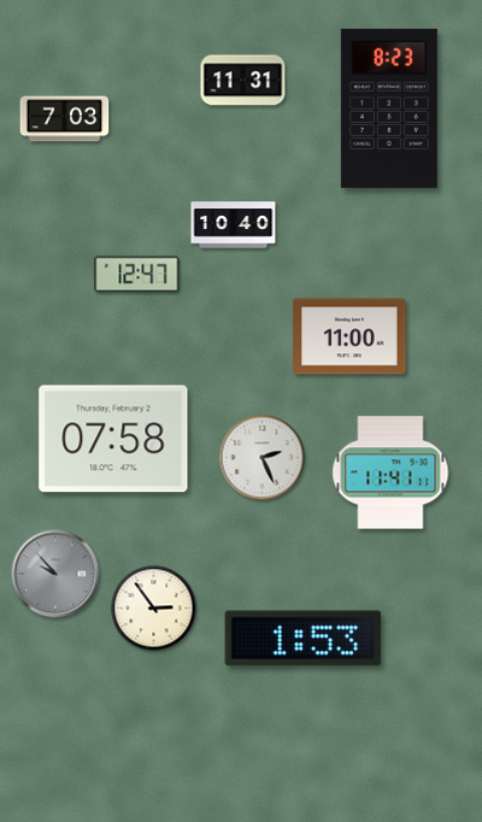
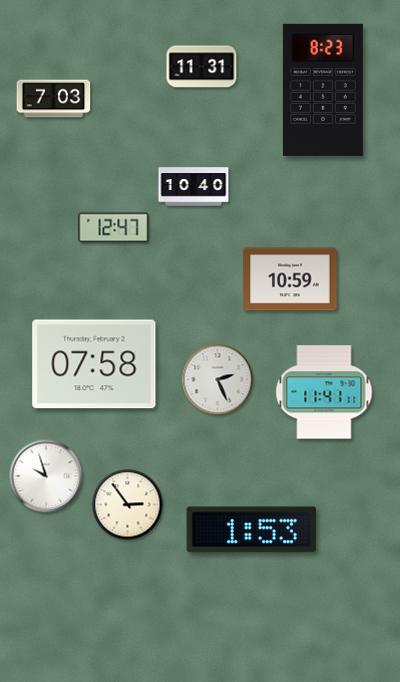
clock at (349, 336): 11:00 -> 10:59
clock at (55, 574): 9:53 -> 9:57
clock at (55, 574) dial: grey -> white
